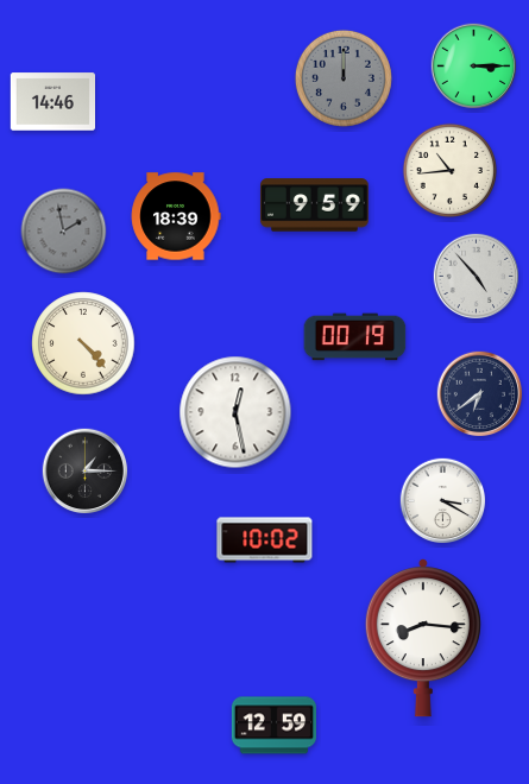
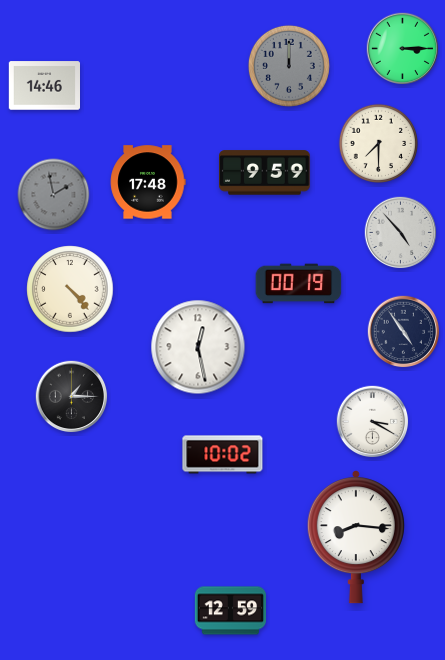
clock at (474, 67) position: (474, 67) -> (403, 49)
clock at (449, 170): 10:44 -> 7:30
clock at (176, 216): 18:39 -> 17:48
clock at (480, 394): 6:39 -> 4:54
